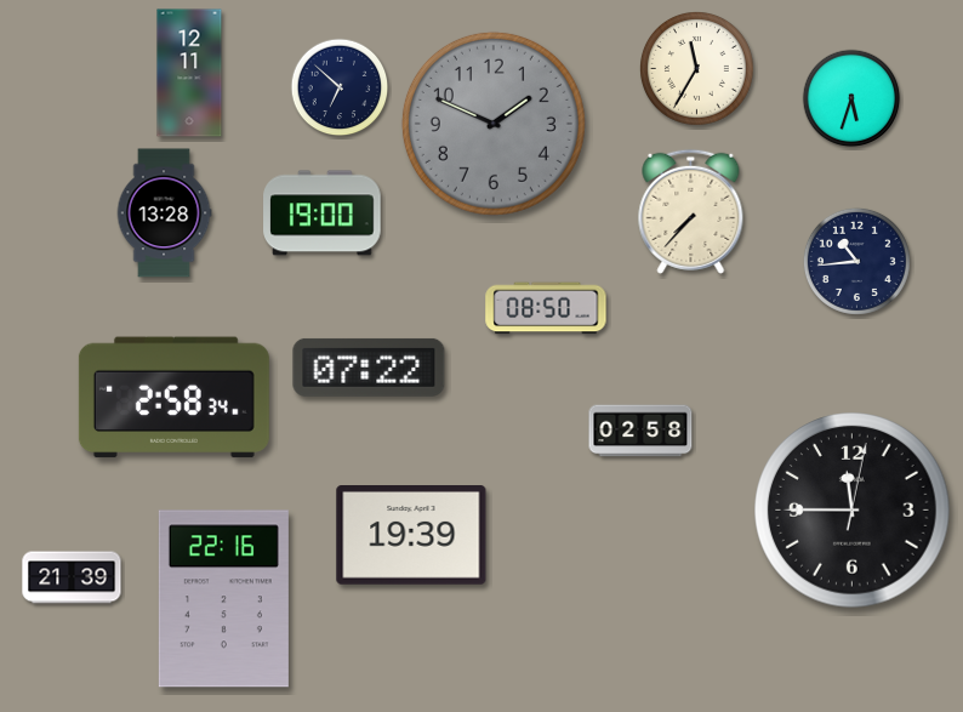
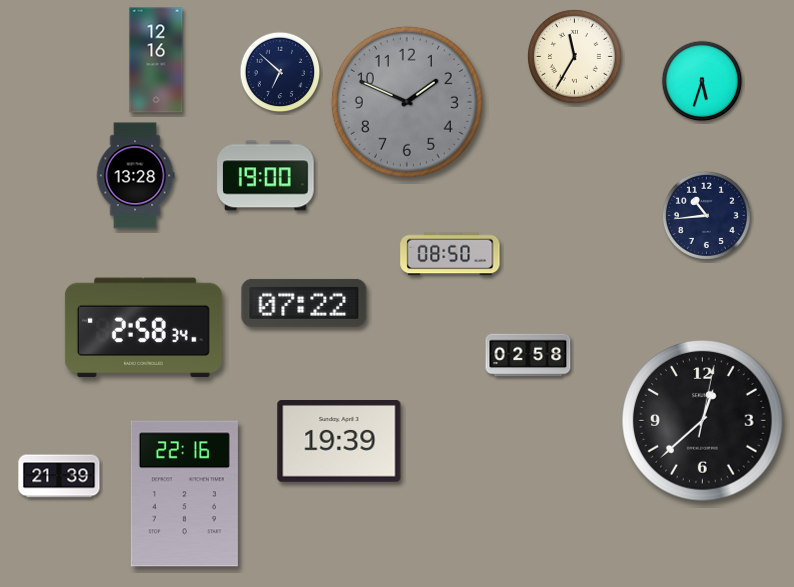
clock at (189, 73): 12:11 -> 12:16
clock at (691, 211): 7:37 -> none
clock at (853, 511): 11:45 -> 12:38
